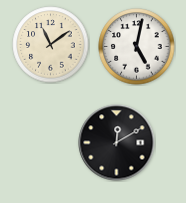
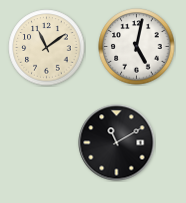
clock at (51, 45) position: (51, 45) -> (47, 48)
clock at (117, 143): 12:10 -> 11:10
